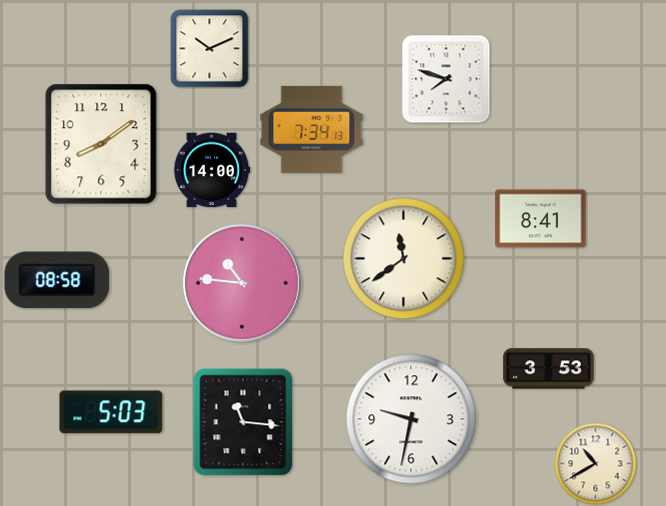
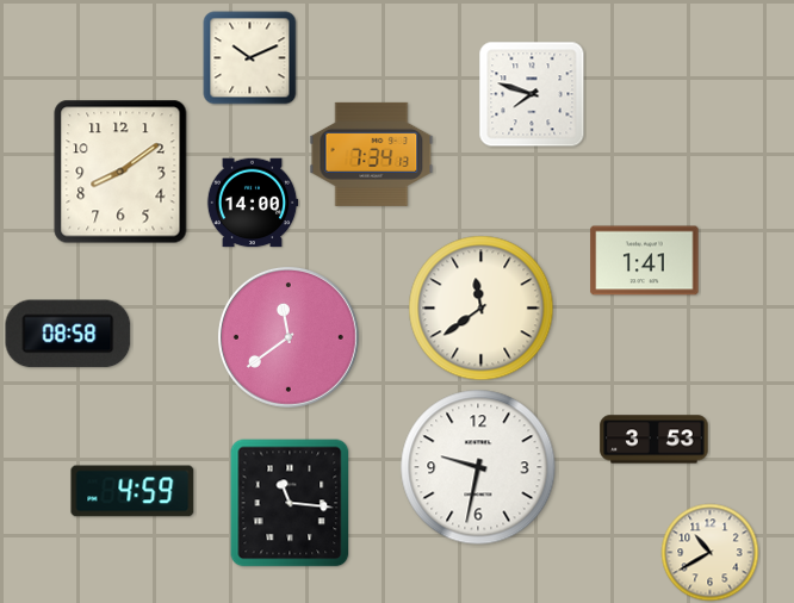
clock at (541, 219): 8:41 -> 1:41
clock at (242, 283): 10:46 -> 11:39
clock at (111, 412): 5:03 -> 4:59
clock at (411, 419) position: (411, 419) -> (478, 467)
